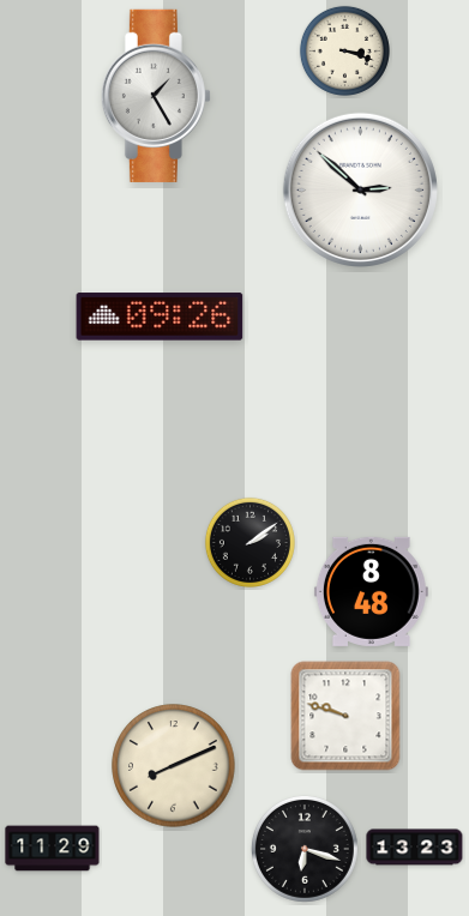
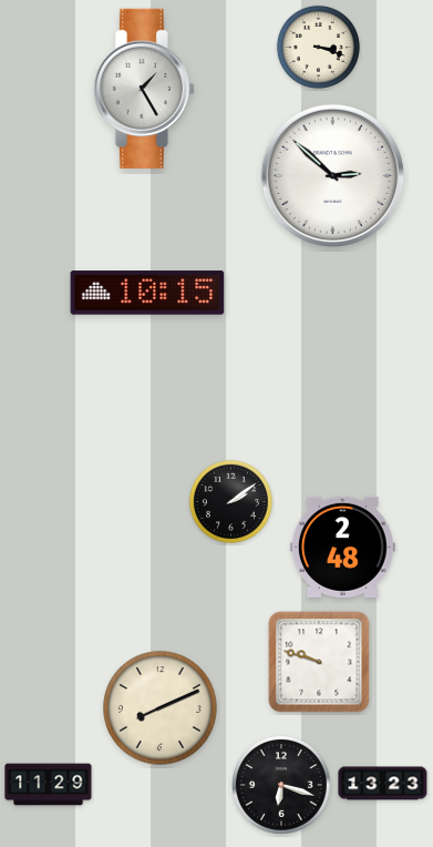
clock at (160, 317): 09:26 -> 10:15
clock at (371, 591): 8:48 -> 2:48
